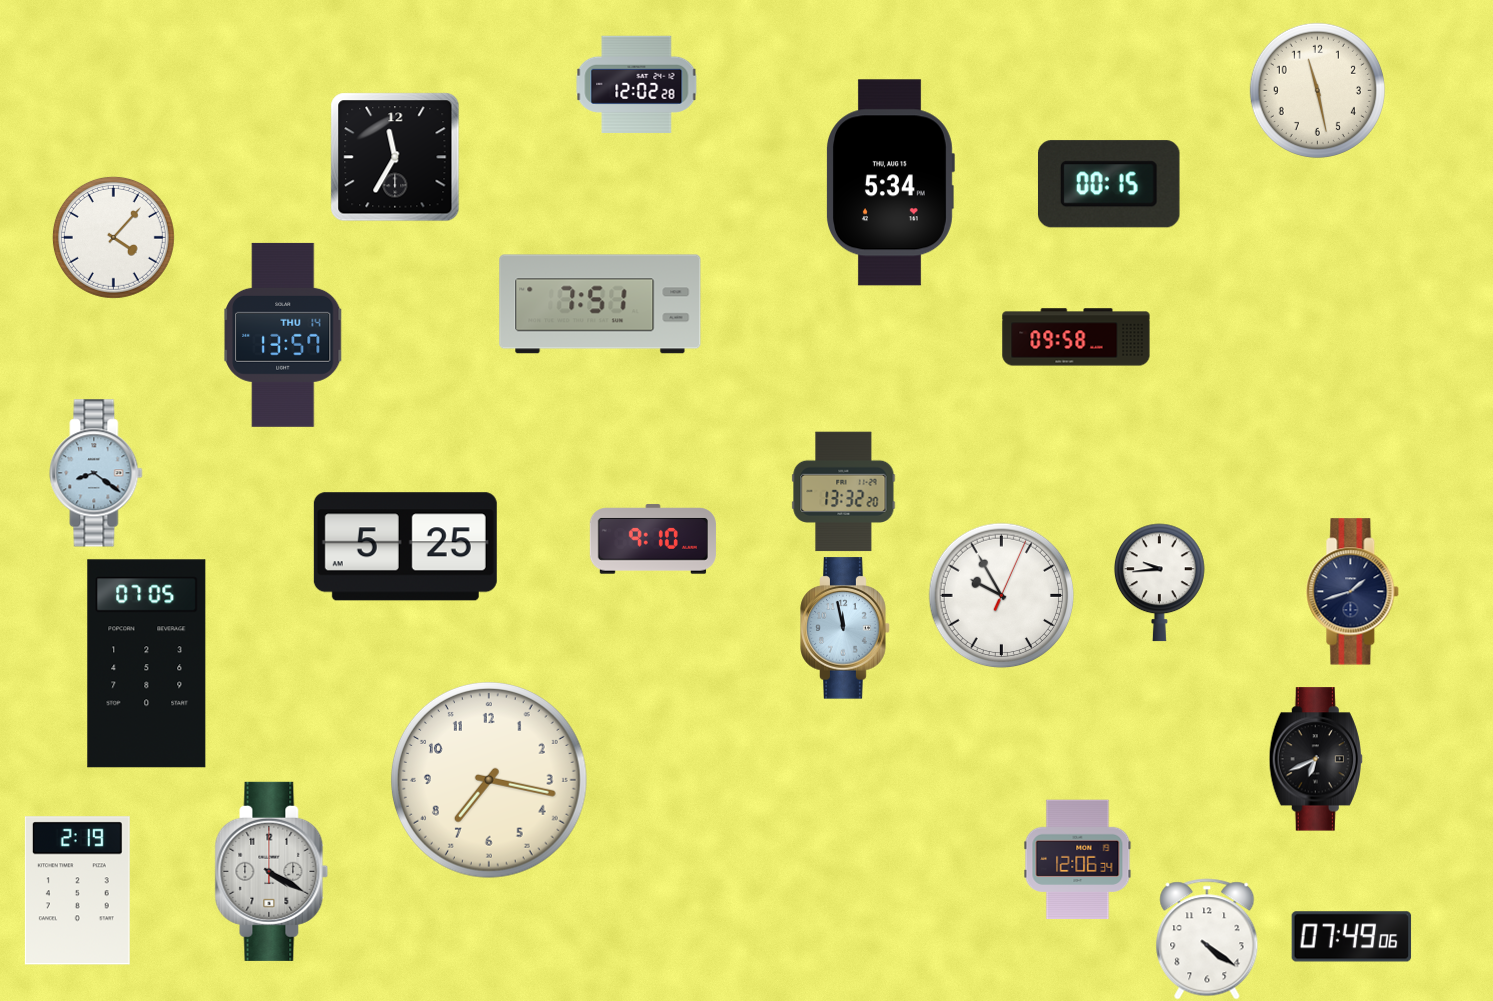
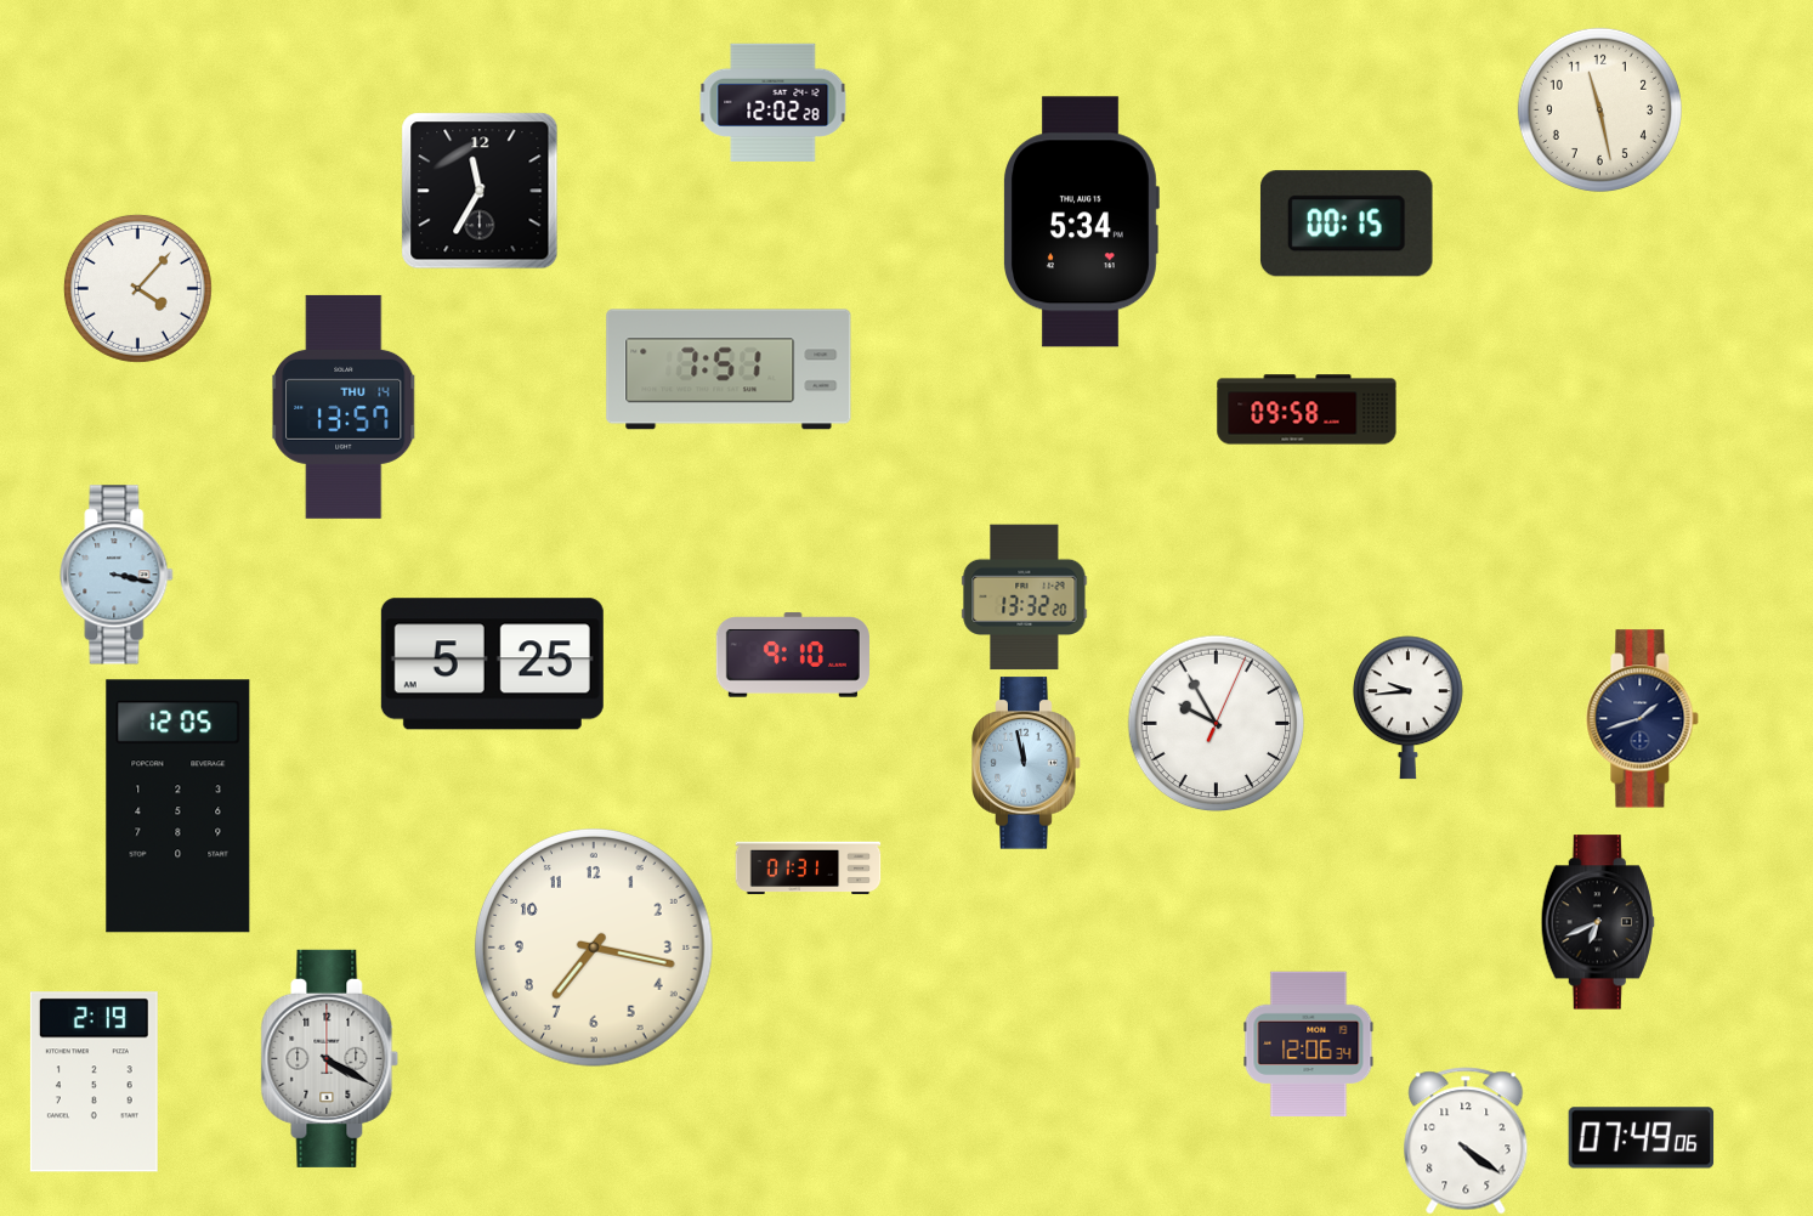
clock at (96, 473): 8:21 -> 3:17
clock at (147, 664): 07:05 -> 12:05
clock at (809, 869): none -> 01:31
